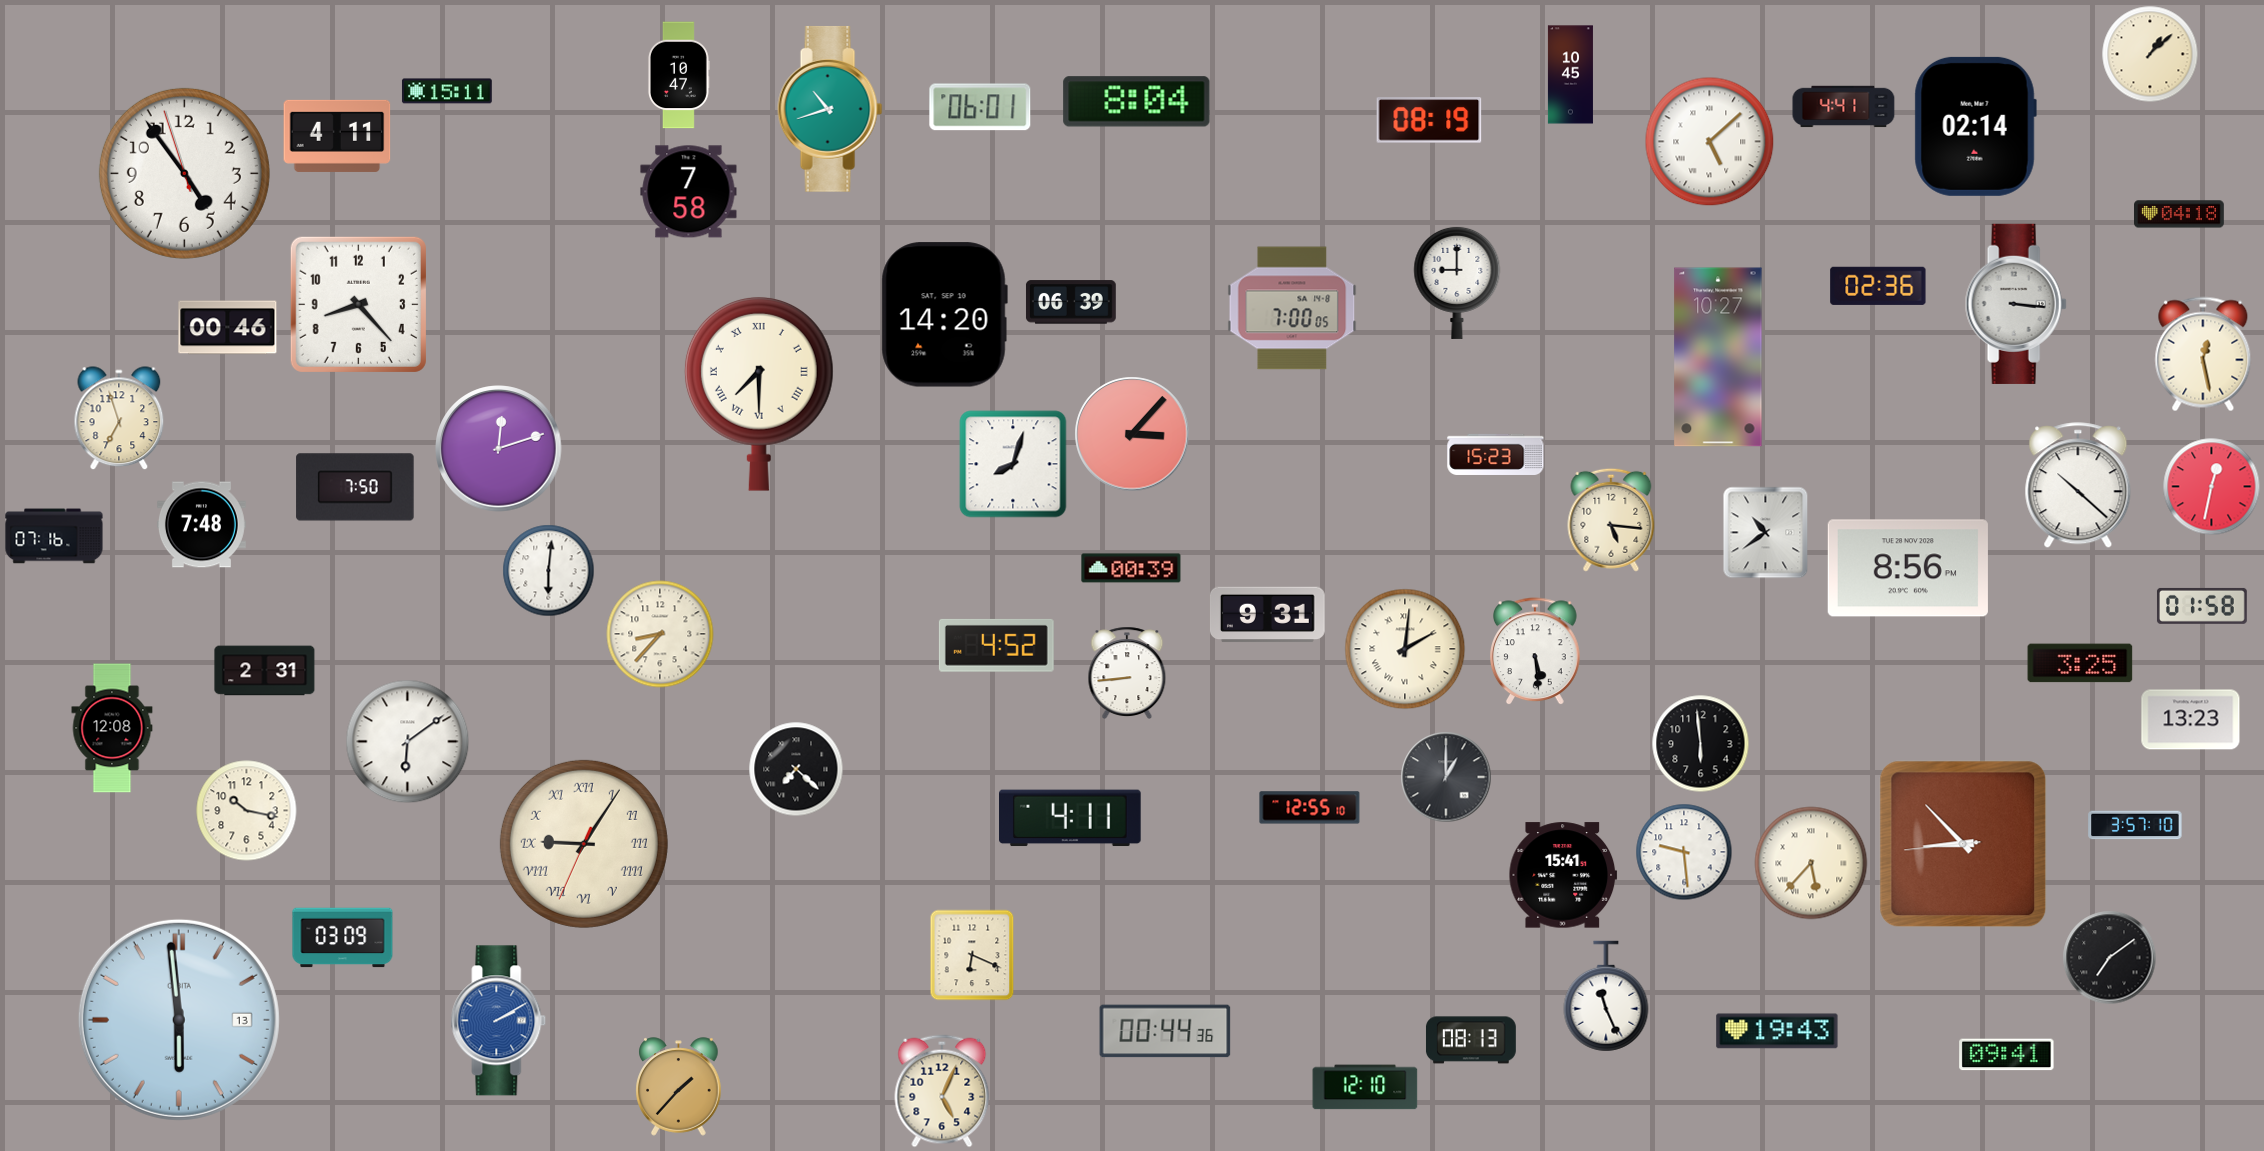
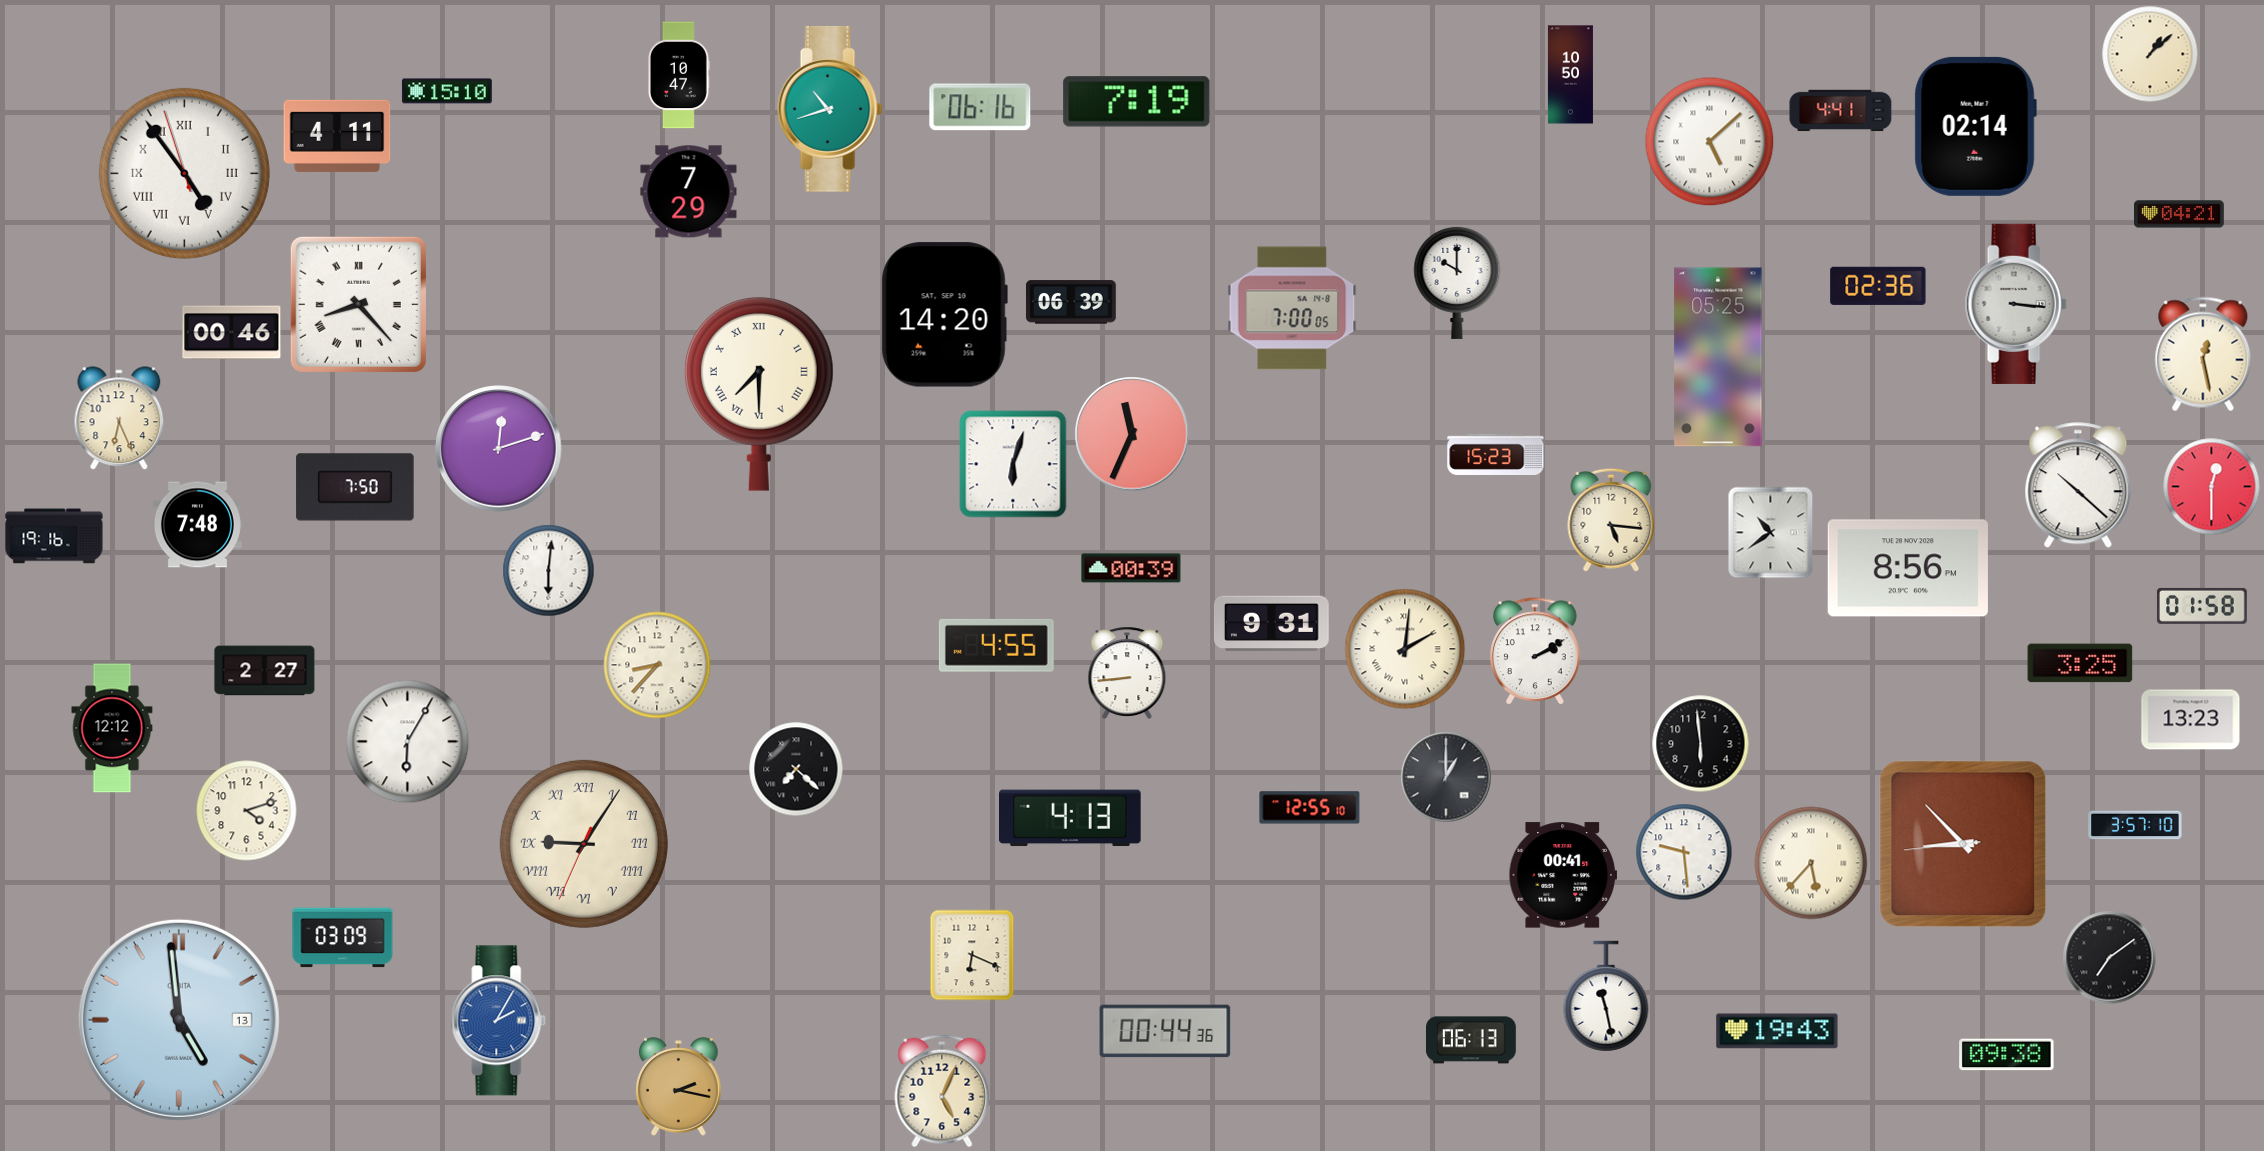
clock at (1570, 75): 10:45 -> 10:50
clock at (447, 91): 15:11 -> 15:10
clock at (1137, 102): 8:04 -> 7:19
clock at (980, 107): 06:01 -> 06:16
clock at (1844, 107) position: (1844, 107) -> (1841, 111)
clock at (1429, 120): 08:19 -> none
clock at (184, 173) numerals: Arabic -> Roman
clock at (689, 192): 7:58 -> 7:29
clock at (2180, 214): 04:18 -> 04:21
clock at (1457, 282): 9:00 -> 10:00
clock at (358, 304) numerals: Arabic -> Roman
clock at (228, 328) position: (228, 328) -> (232, 333)
clock at (1718, 357): 10:27 -> 05:25
clock at (119, 419): 6:57 -> 6:26
clock at (1132, 434): 3:07 -> 11:34
clock at (1013, 464): 8:03 -> 6:03
clock at (2212, 487): 12:32 -> 12:30
clock at (201, 525) position: (201, 525) -> (197, 525)
clock at (1766, 533) position: (1766, 533) -> (1771, 533)
clock at (54, 536): 07:16 -> 19:16
clock at (1267, 615) position: (1267, 615) -> (1271, 624)
clock at (660, 634) position: (660, 634) -> (657, 665)
clock at (996, 645): 4:52 -> 4:55
clock at (1536, 652): 5:29 -> 2:10
clock at (265, 671): 2:31 -> 2:27
clock at (112, 728): 12:08 -> 12:12
clock at (408, 742): 6:09 -> 6:05
clock at (247, 811): 10:17 -> 4:12
clock at (1071, 818): 4:11 -> 4:13
clock at (1563, 875): 15:41 -> 00:41
clock at (1606, 996): 11:26 -> 11:28
clock at (179, 1020): 5:59 -> 4:59
clock at (499, 1021): 2:10 -> 2:05
clock at (1471, 1040): 08:13 -> 06:13
clock at (2007, 1055): 09:41 -> 09:38
clock at (679, 1087): 1:37 -> 2:17
clock at (1365, 1087): 12:10 -> none
